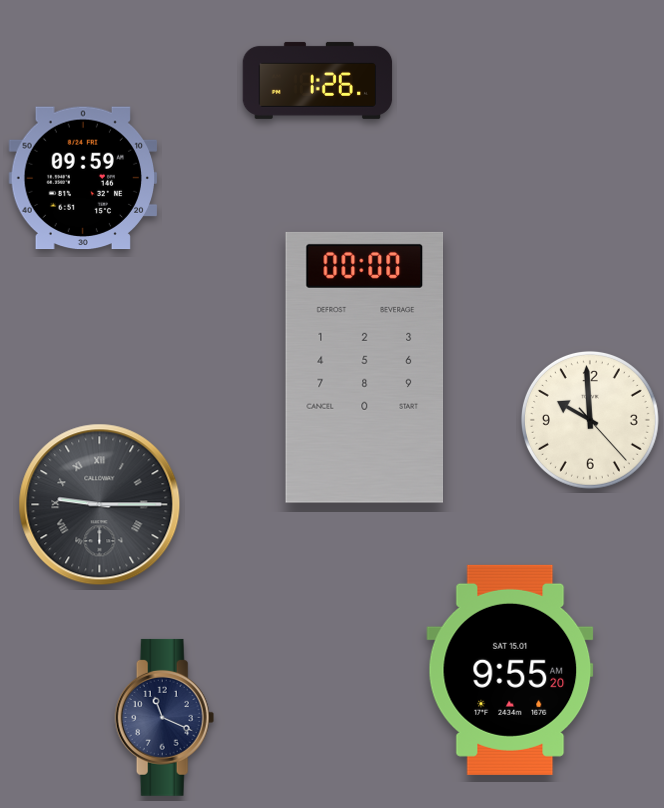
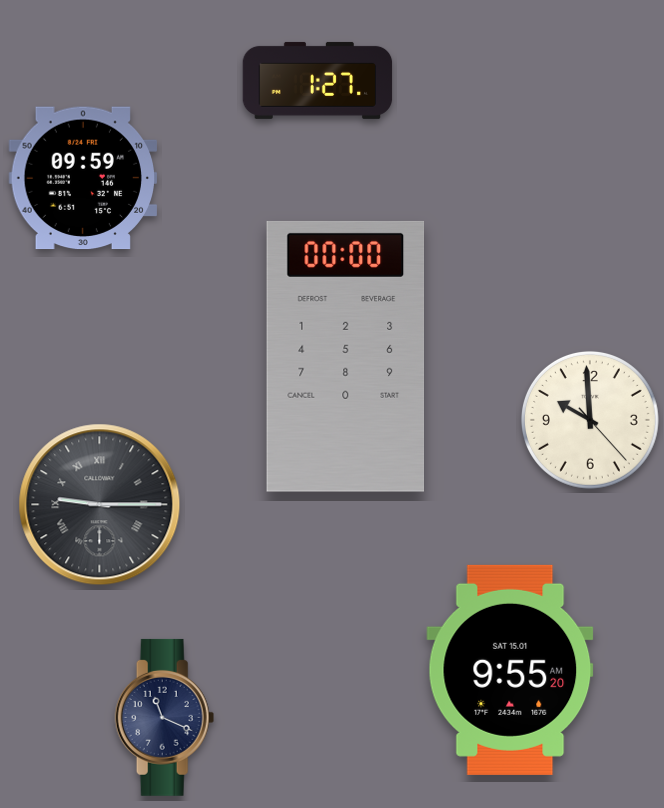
clock at (318, 80): 1:26 -> 1:27
clock at (364, 367) position: (364, 367) -> (345, 356)
